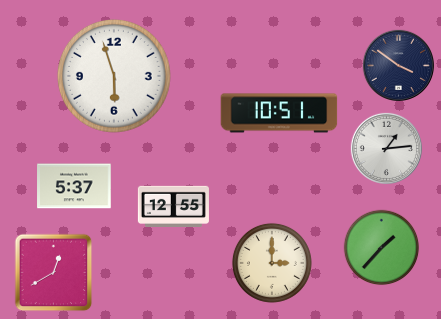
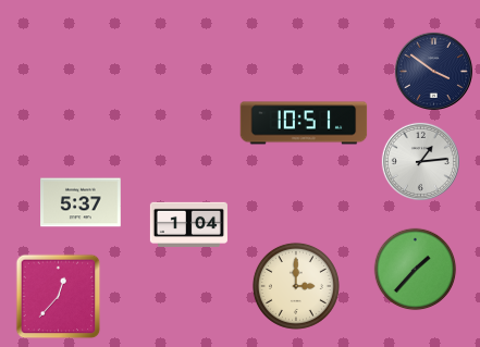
clock at (114, 76): 5:57 -> none
clock at (173, 206): 12:55 -> 1:04
clock at (54, 273): 12:40 -> 12:37
